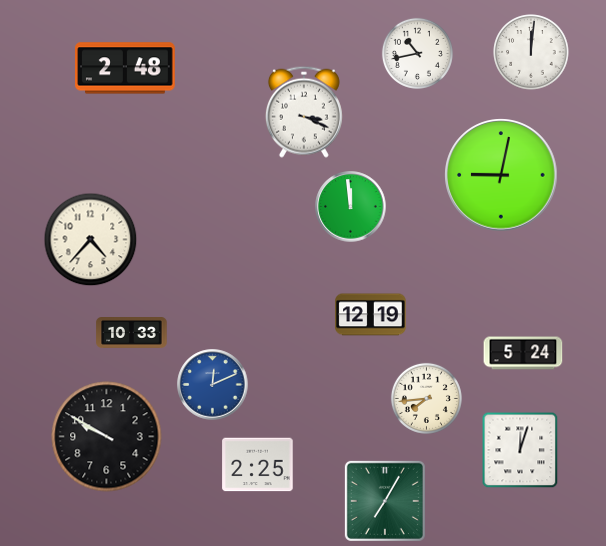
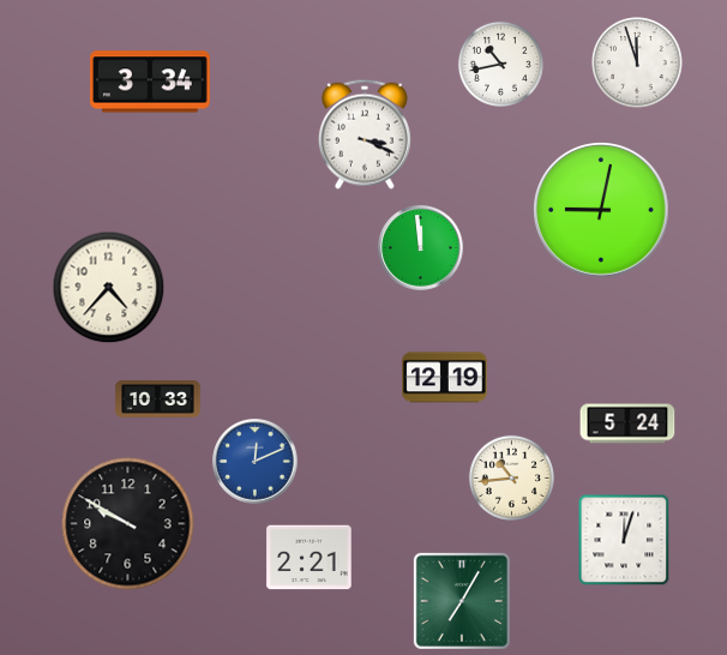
clock at (531, 52): 12:01 -> 11:57
clock at (126, 68): 2:48 -> 3:34
clock at (426, 398): 7:44 -> 10:44
clock at (258, 465): 2:25 -> 2:21
